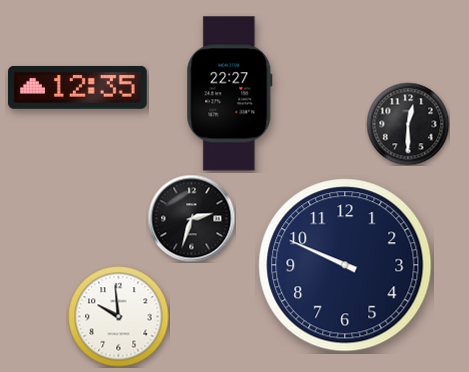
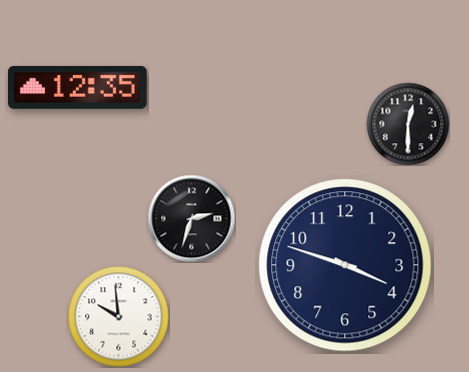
clock at (230, 94): 22:27 -> none
clock at (345, 265): 9:49 -> 3:48
